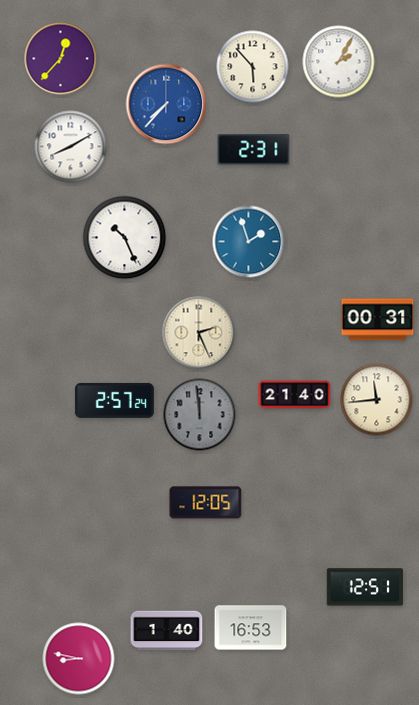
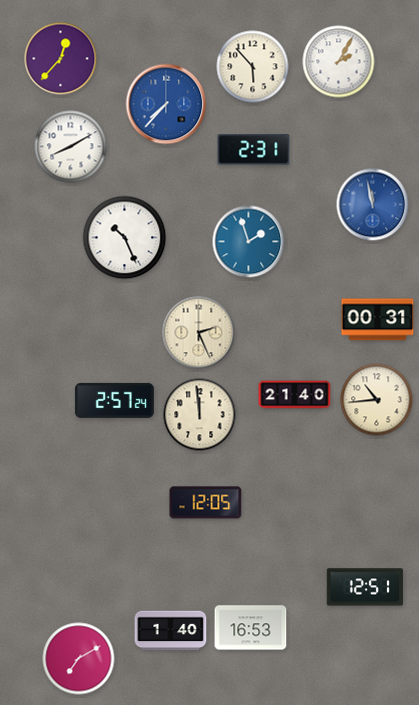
clock at (373, 205): none -> 11:58
clock at (377, 400): 11:44 -> 10:44
clock at (200, 415) dial: grey -> cream
clock at (167, 631) position: (167, 631) -> (171, 631)
clock at (79, 659): 8:47 -> 7:10
